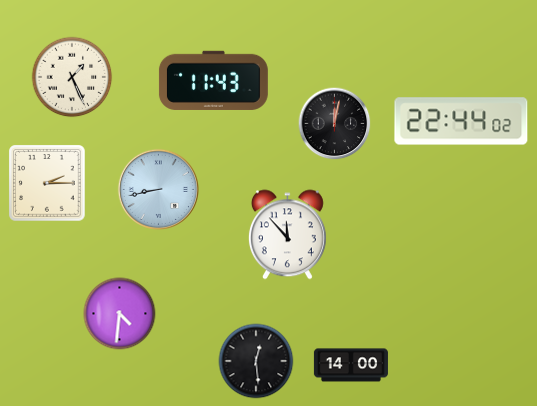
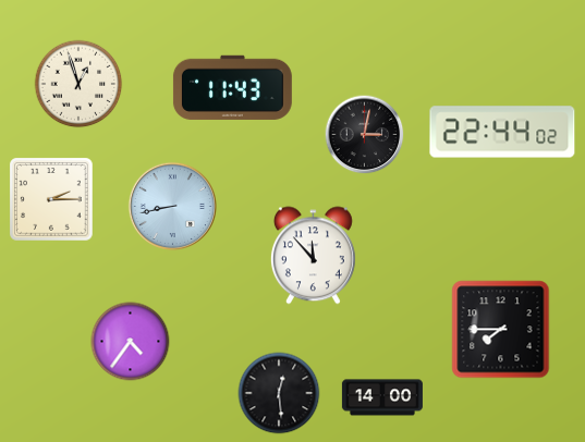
clock at (72, 77): 1:26 -> 12:57
clock at (335, 124): 12:02 -> 3:02
clock at (501, 330): none -> 7:45
clock at (120, 314): 4:31 -> 4:36
